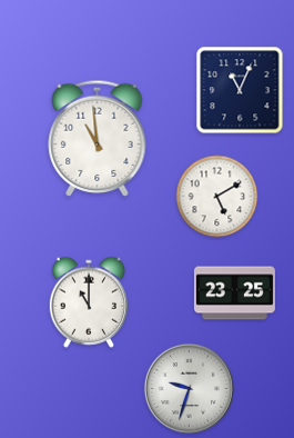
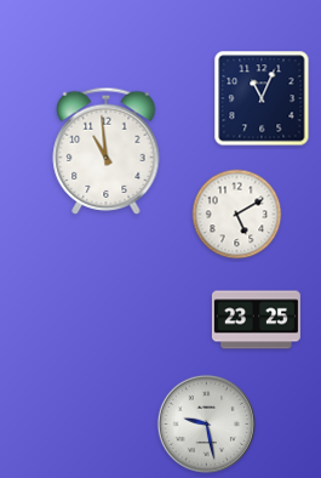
clock at (88, 302): 11:00 -> none
clock at (189, 388): 9:33 -> 9:28
